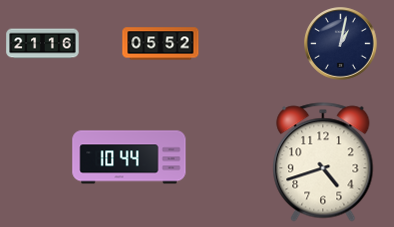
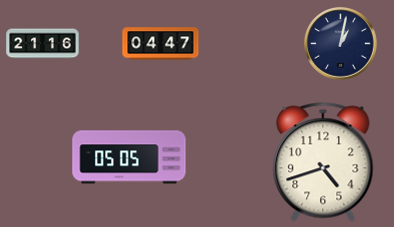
clock at (161, 44): 05:52 -> 04:47
clock at (129, 157): 10:44 -> 05:05
